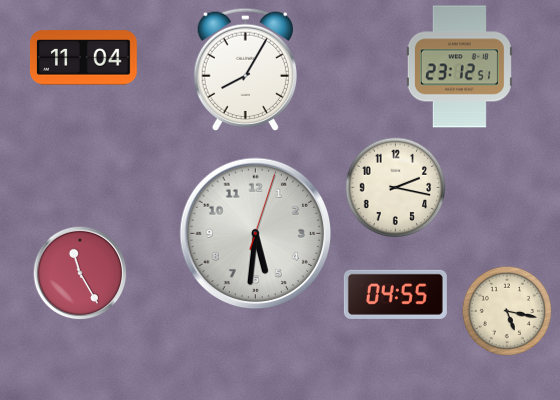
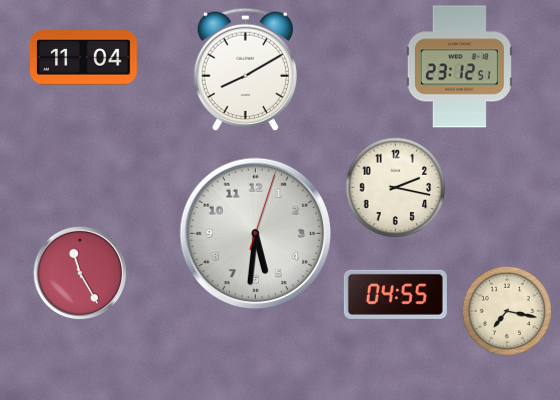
clock at (245, 69): 8:05 -> 8:10
clock at (506, 310): 5:17 -> 7:17
